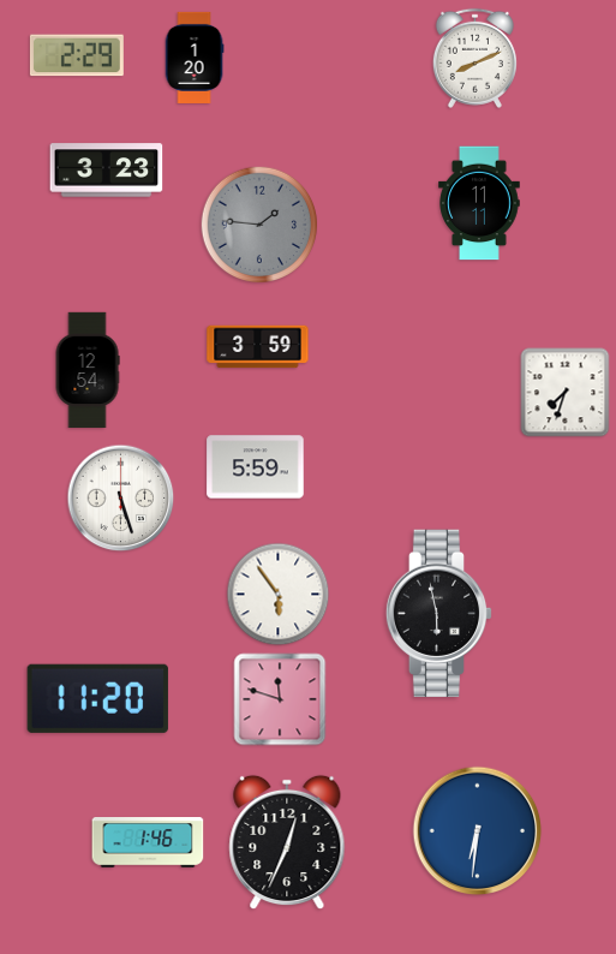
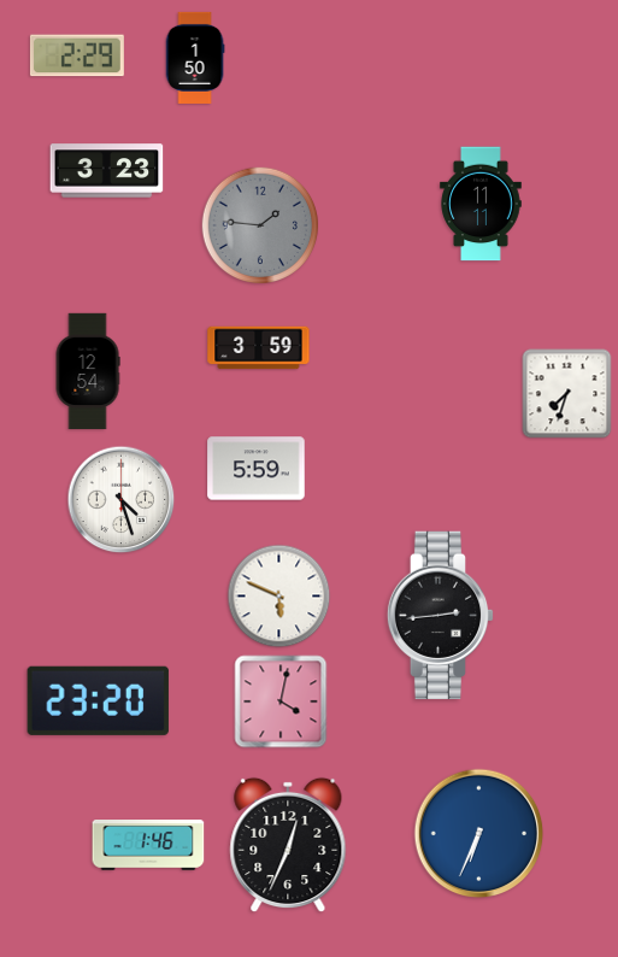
clock at (195, 58): 1:20 -> 1:50
clock at (474, 58): 8:11 -> none
clock at (121, 499): 5:27 -> 4:27
clock at (279, 595): 5:54 -> 5:49
clock at (439, 614): 5:58 -> 2:44
clock at (97, 698): 11:20 -> 23:20
clock at (280, 699): 11:48 -> 4:02
clock at (478, 831): 6:31 -> 6:34
